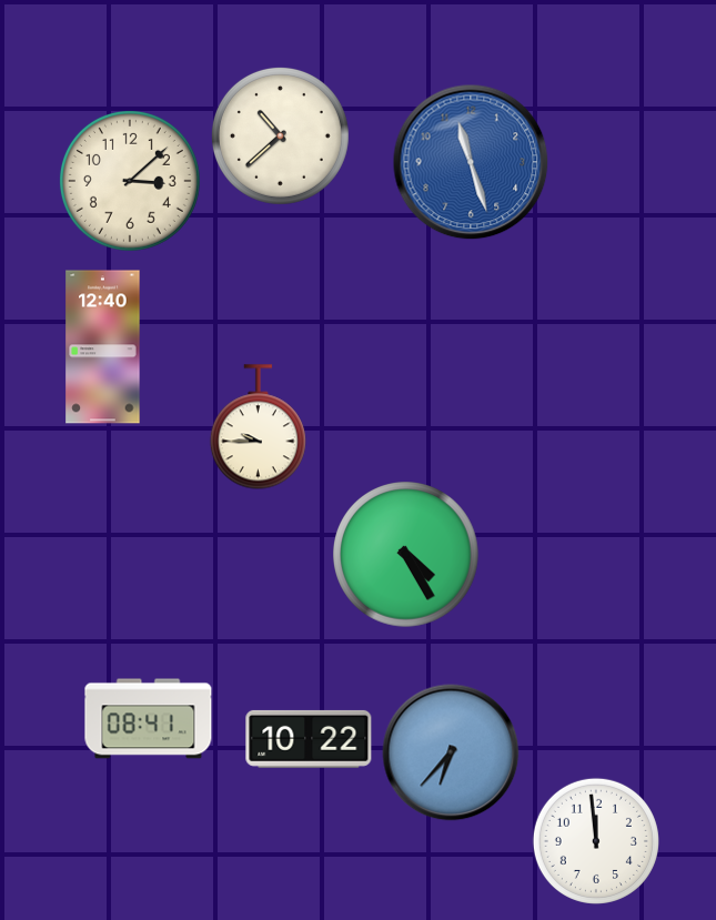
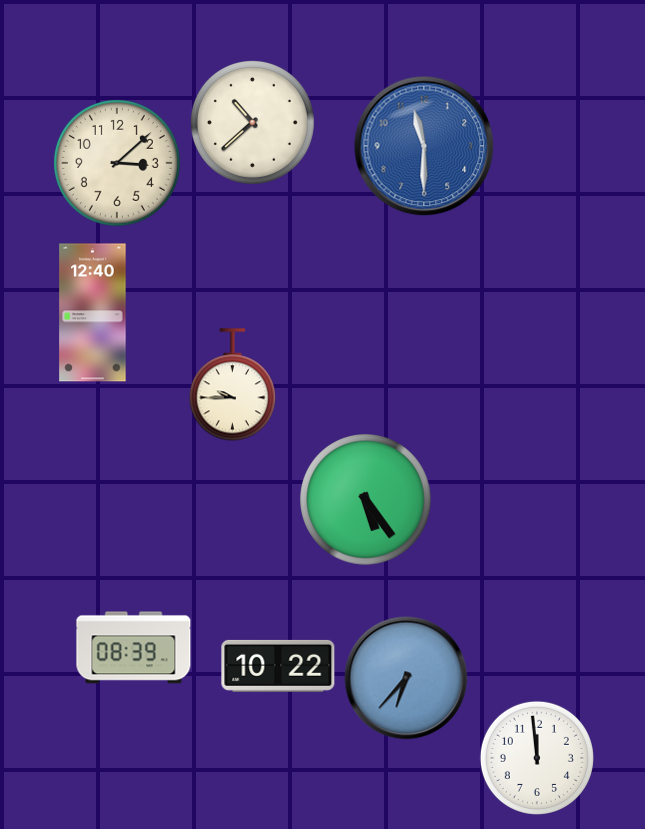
clock at (471, 162): 11:27 -> 11:30
clock at (406, 555): 4:25 -> 5:24
clock at (149, 719): 08:41 -> 08:39
